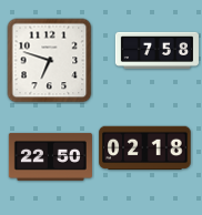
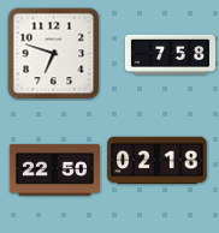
clock at (50, 61) position: (50, 61) -> (54, 54)
